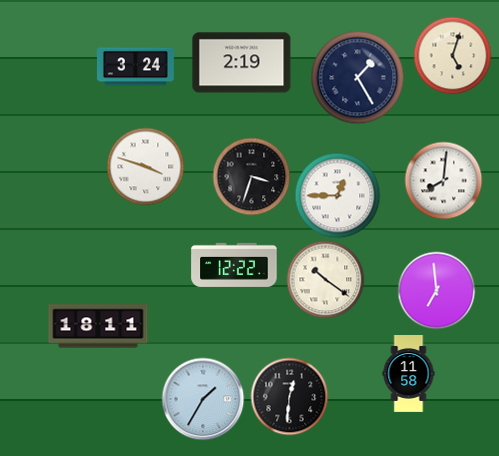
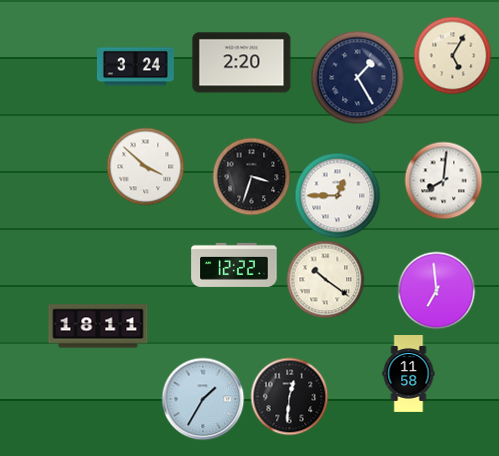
clock at (452, 55): 5:03 -> 5:05
clock at (242, 63): 2:19 -> 2:20
clock at (145, 166): 3:48 -> 3:52
